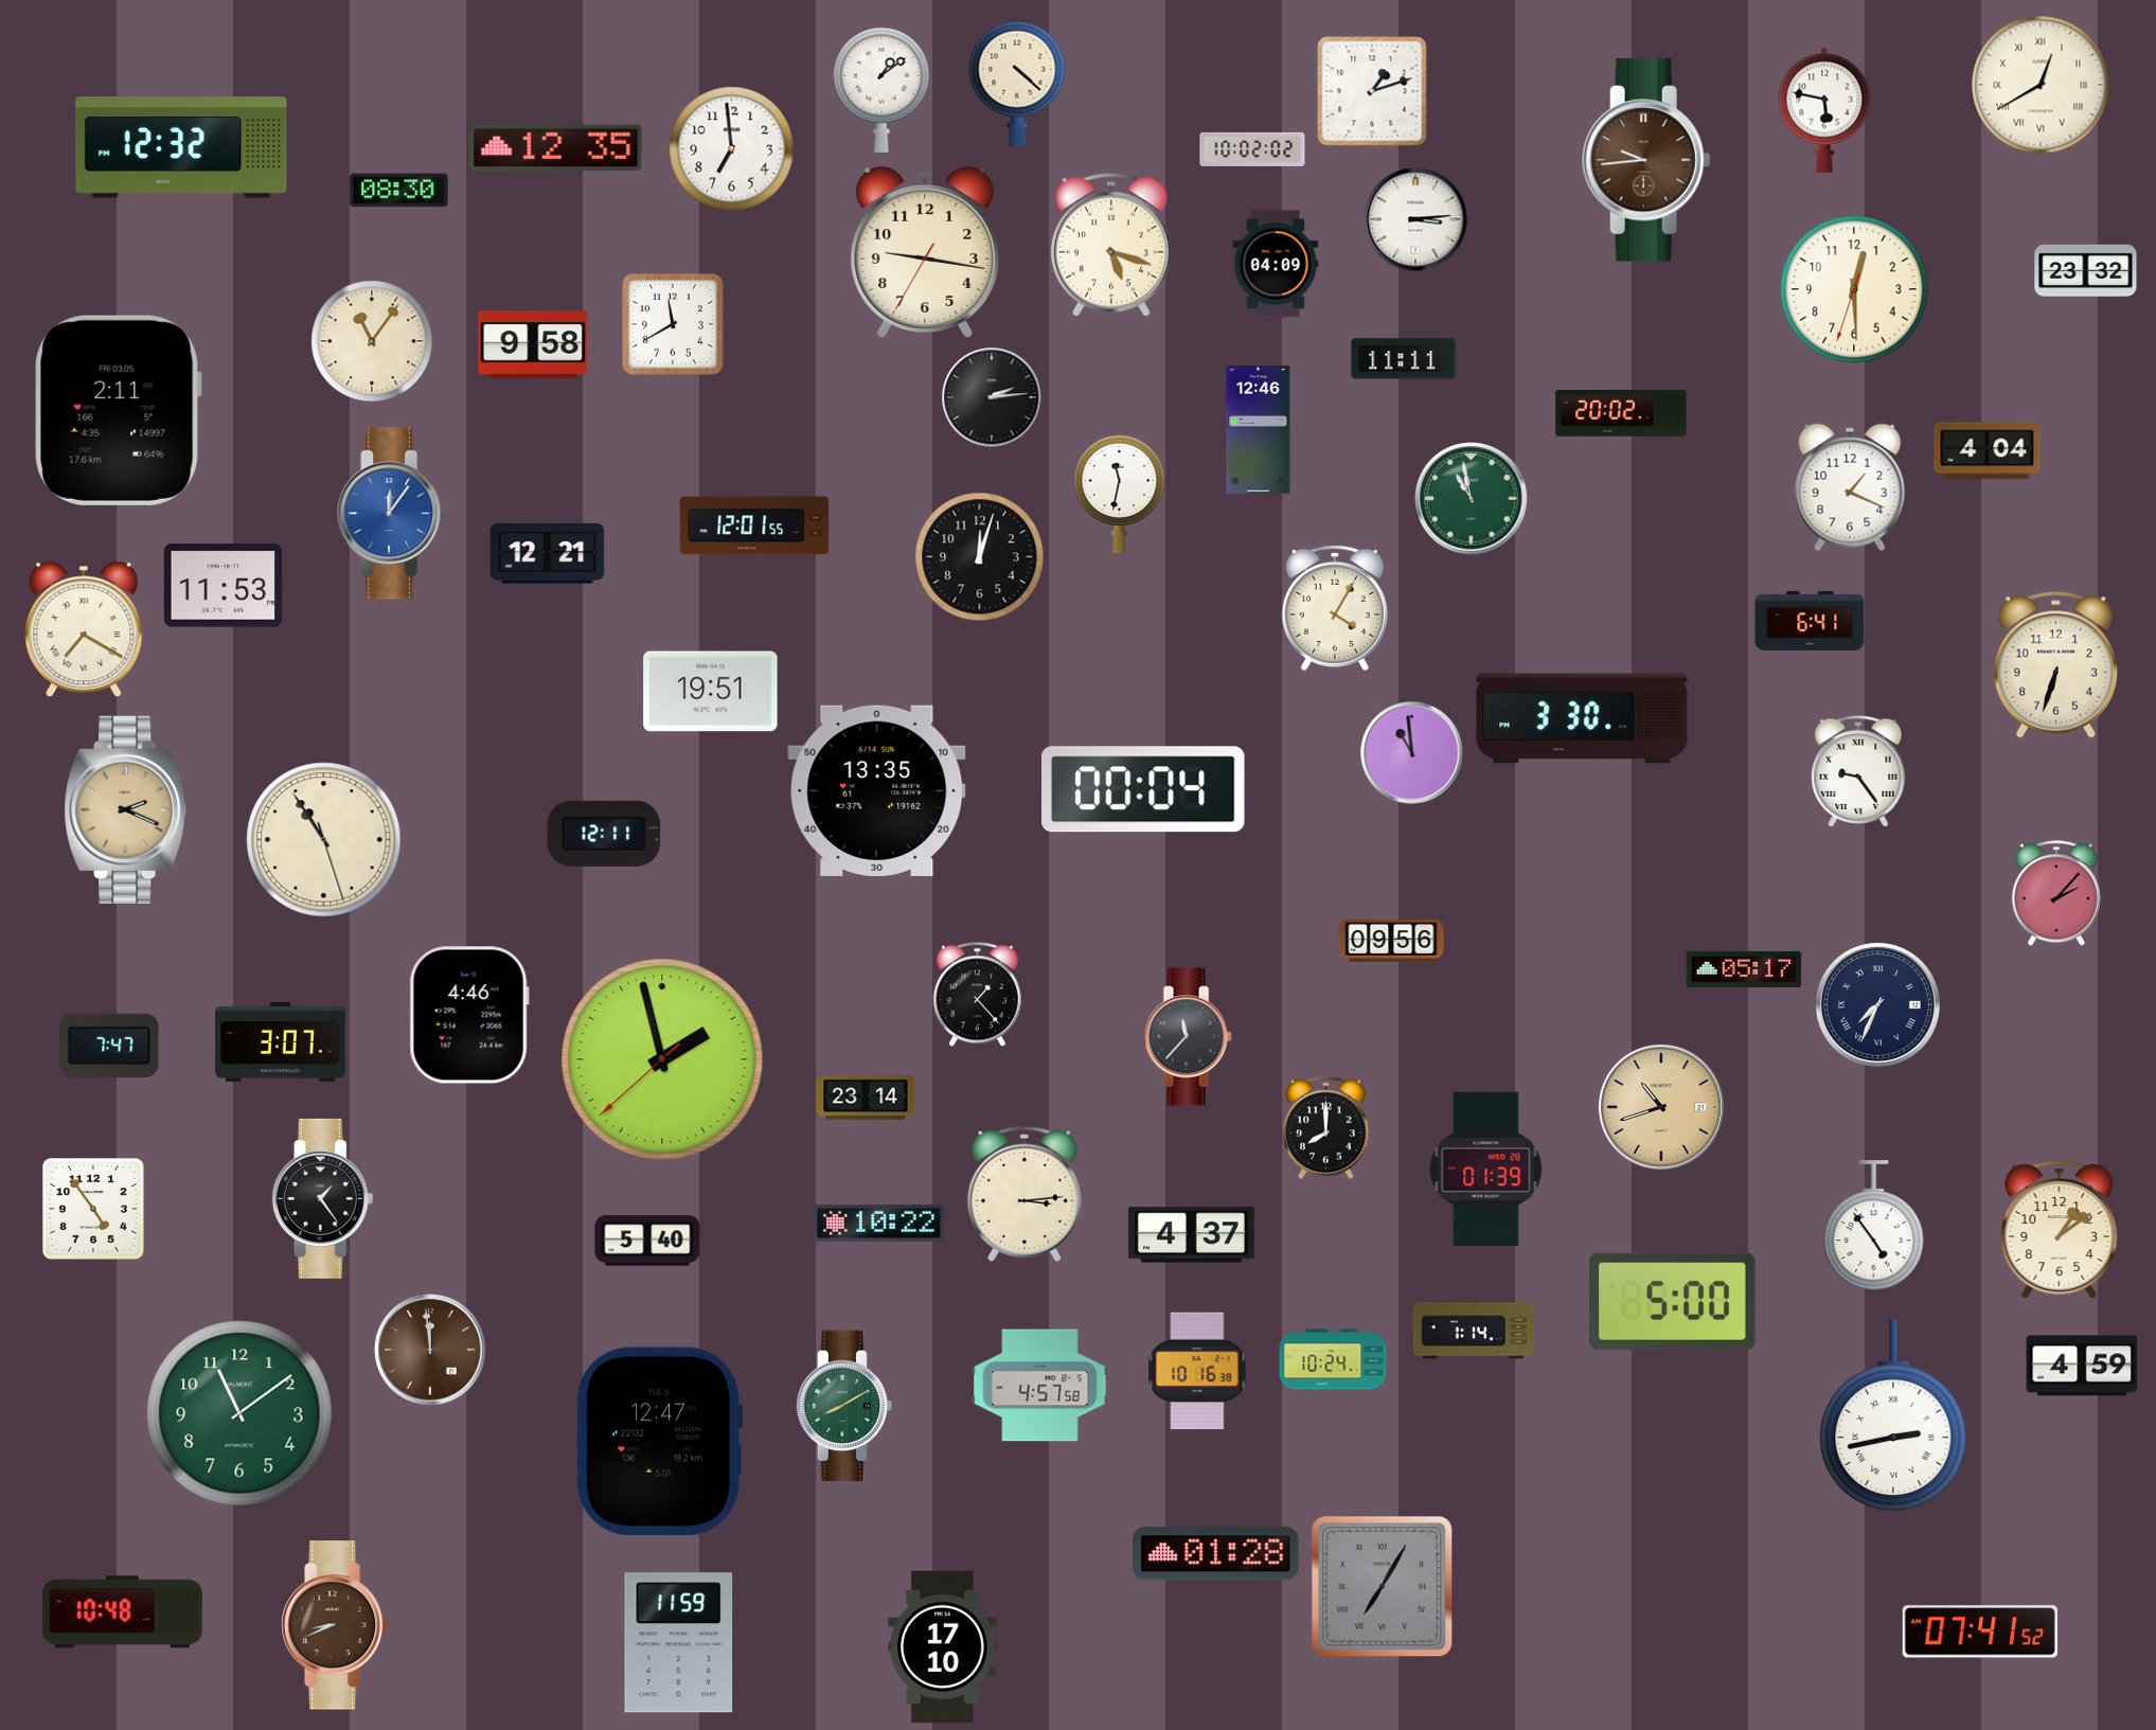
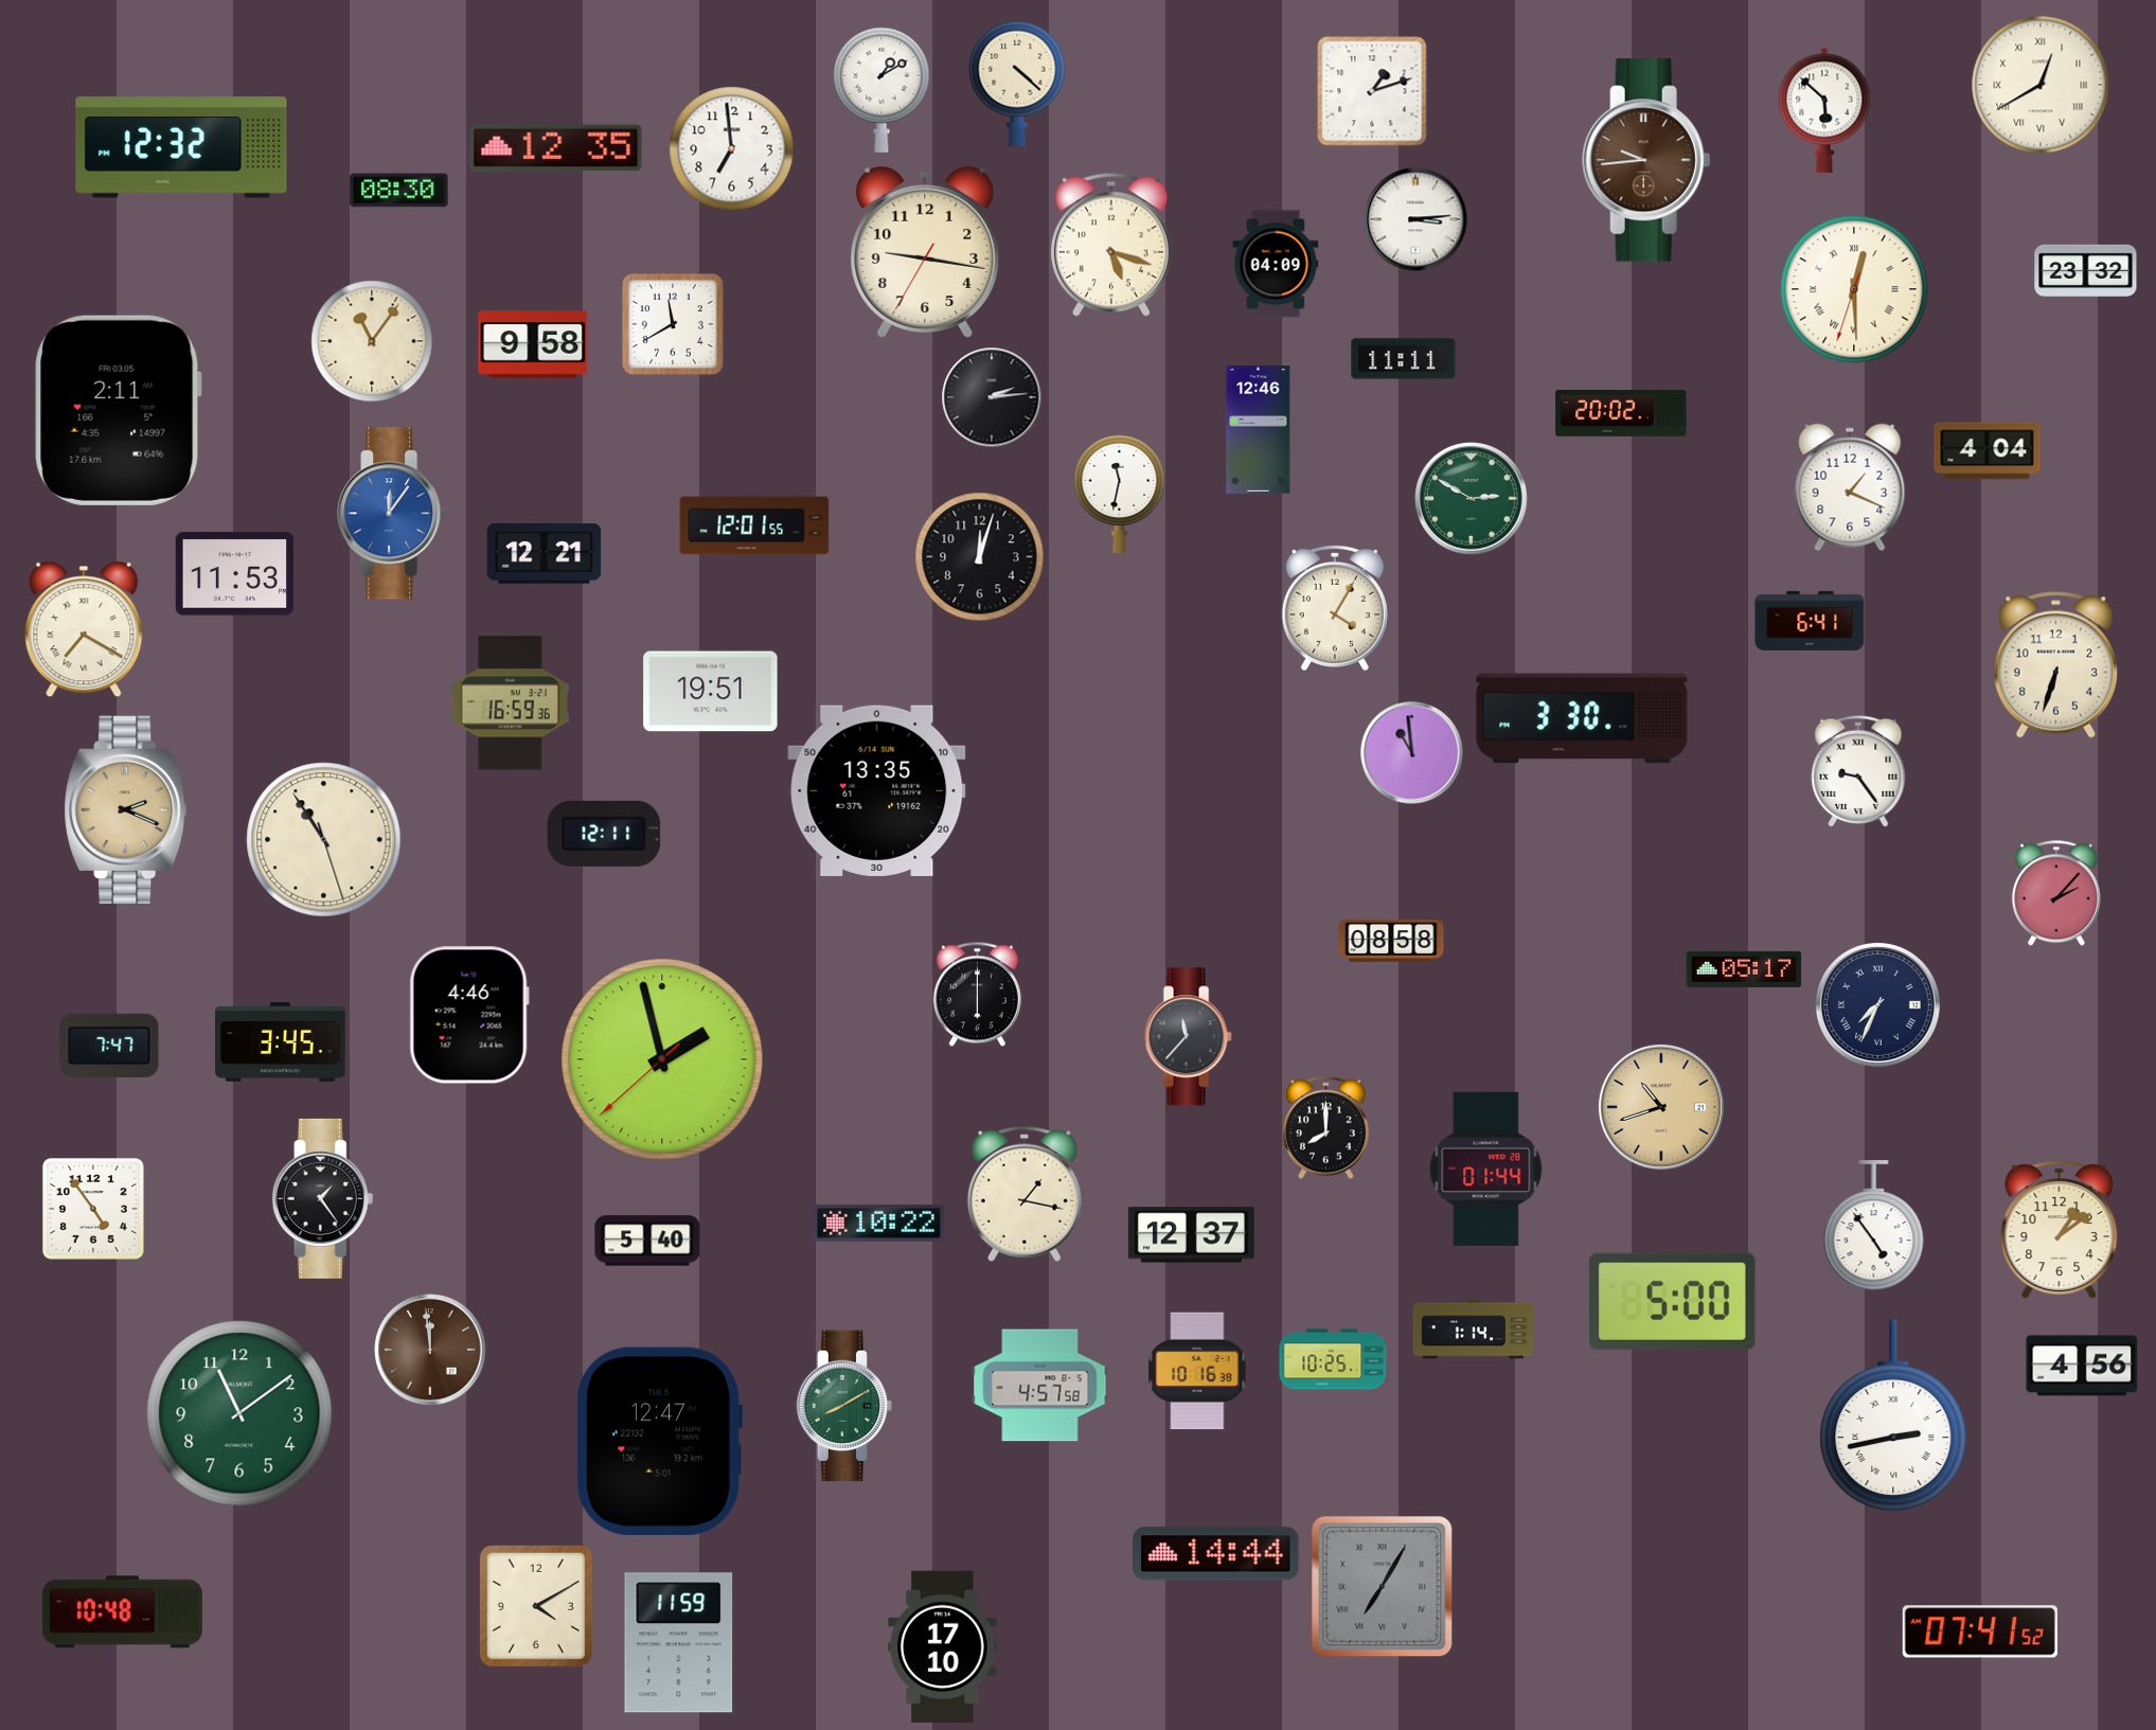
clock at (881, 90): 1:09 -> 1:10
clock at (1824, 110): 5:47 -> 5:52
clock at (1252, 149): 10:02 -> none
clock at (1854, 289) numerals: Arabic -> Roman
clock at (1472, 499): 10:58 -> 2:50
clock at (548, 554) position: (548, 554) -> (545, 554)
clock at (224, 586) position: (224, 586) -> (235, 574)
clock at (511, 703): none -> 16:59
clock at (1144, 789): 00:04 -> none
clock at (1391, 942): 09:56 -> 08:58
clock at (977, 995): 1:23 -> 6:00
clock at (281, 1041): 3:07 -> 3:45
clock at (866, 1098): 23:14 -> none
clock at (1486, 1169): 01:39 -> 01:44
clock at (1024, 1194): 3:14 -> 1:17
clock at (1191, 1235): 4:37 -> 12:37
clock at (1333, 1359): 10:24 -> 10:25
clock at (2082, 1366): 4:59 -> 4:56
clock at (1216, 1554): 01:28 -> 14:44
clock at (536, 1606): none -> 4:10
clock at (335, 1625): 8:41 -> none
